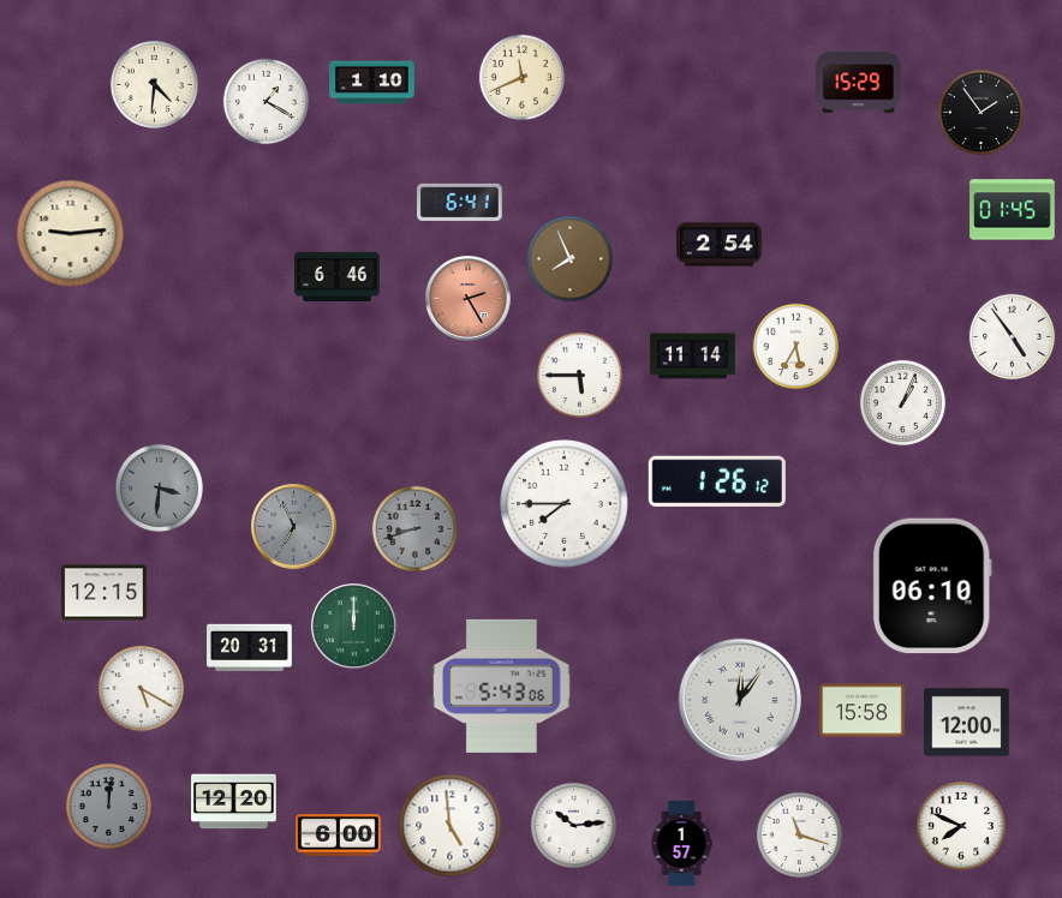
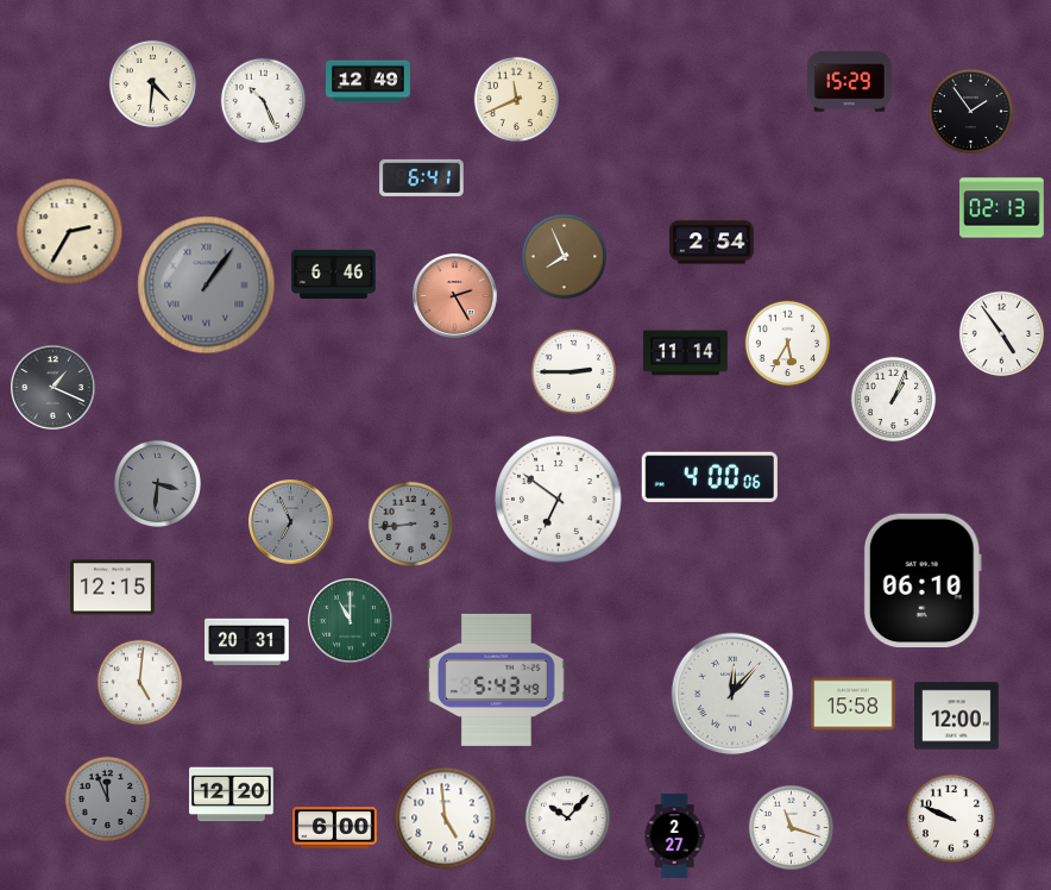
clock at (523, 78) position: (523, 78) -> (517, 100)
clock at (372, 83): 1:10 -> 12:49
clock at (267, 102): 1:20 -> 10:26
clock at (460, 202) position: (460, 202) -> (422, 177)
clock at (1013, 210): 01:45 -> 02:13
clock at (71, 234): 9:14 -> 2:35
clock at (207, 286): none -> 1:06
clock at (469, 299) position: (469, 299) -> (455, 296)
clock at (580, 376): 5:45 -> 2:45
clock at (54, 388): none -> 1:19
clock at (717, 481): 1:26 -> 4:00
clock at (565, 504): 7:45 -> 6:51
clock at (416, 529): 8:42 -> 8:44
clock at (105, 593) position: (105, 593) -> (113, 588)
clock at (354, 627): 12:00 -> 11:00
clock at (502, 686): 5:43:06 -> 5:43:49
clock at (142, 689): 5:20 -> 5:01
clock at (740, 700): 12:06 -> 12:07
clock at (109, 807): 12:01 -> 11:56
clock at (574, 826): 10:14 -> 10:07
clock at (961, 826): 7:49 -> 9:49
clock at (681, 844): 1:57 -> 2:27
